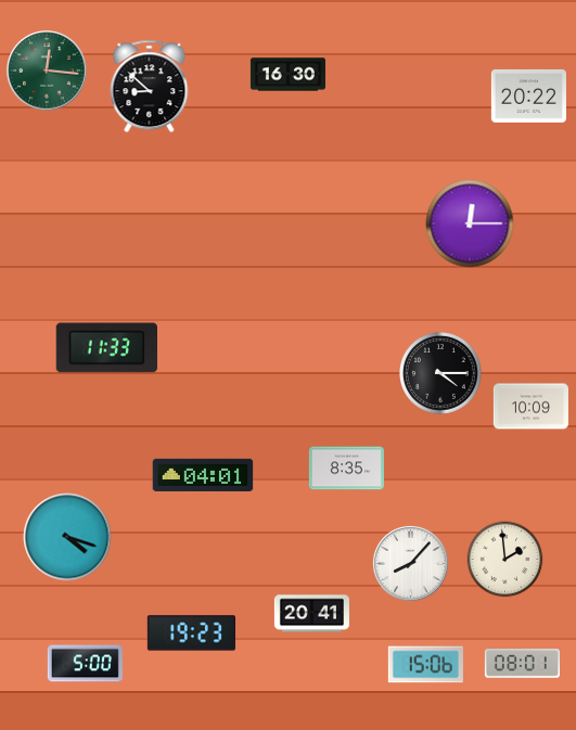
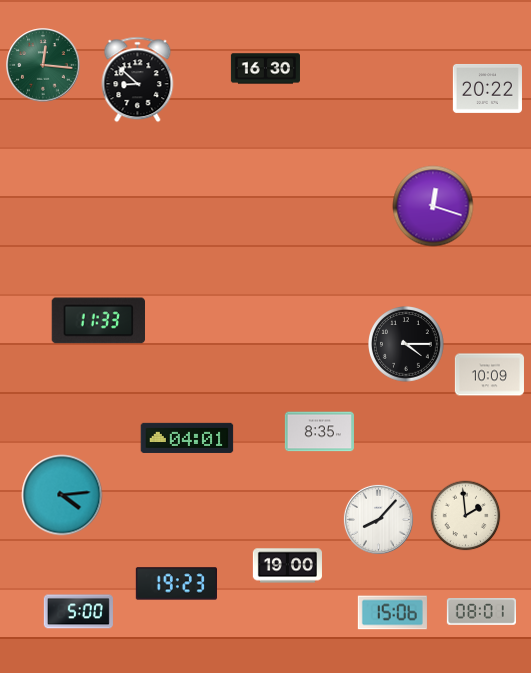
clock at (470, 223): 12:15 -> 12:18
clock at (67, 537): 4:18 -> 4:14
clock at (311, 614): 20:41 -> 19:00
